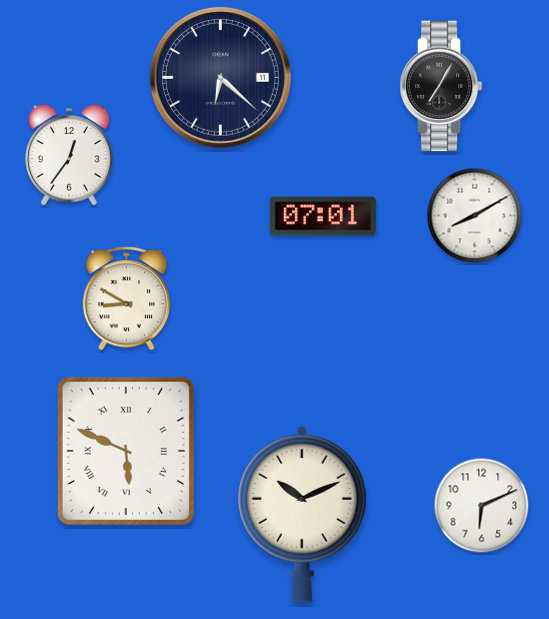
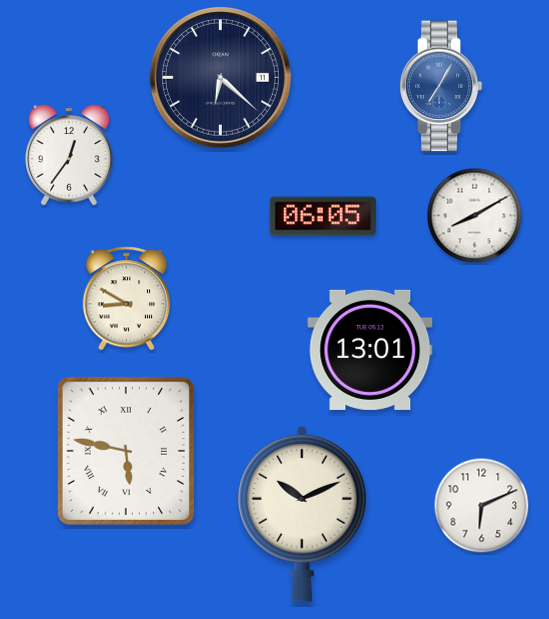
clock at (441, 86) dial: black -> blue
clock at (323, 216): 07:01 -> 06:05
clock at (370, 350): none -> 13:01
clock at (126, 451): 5:49 -> 5:47
